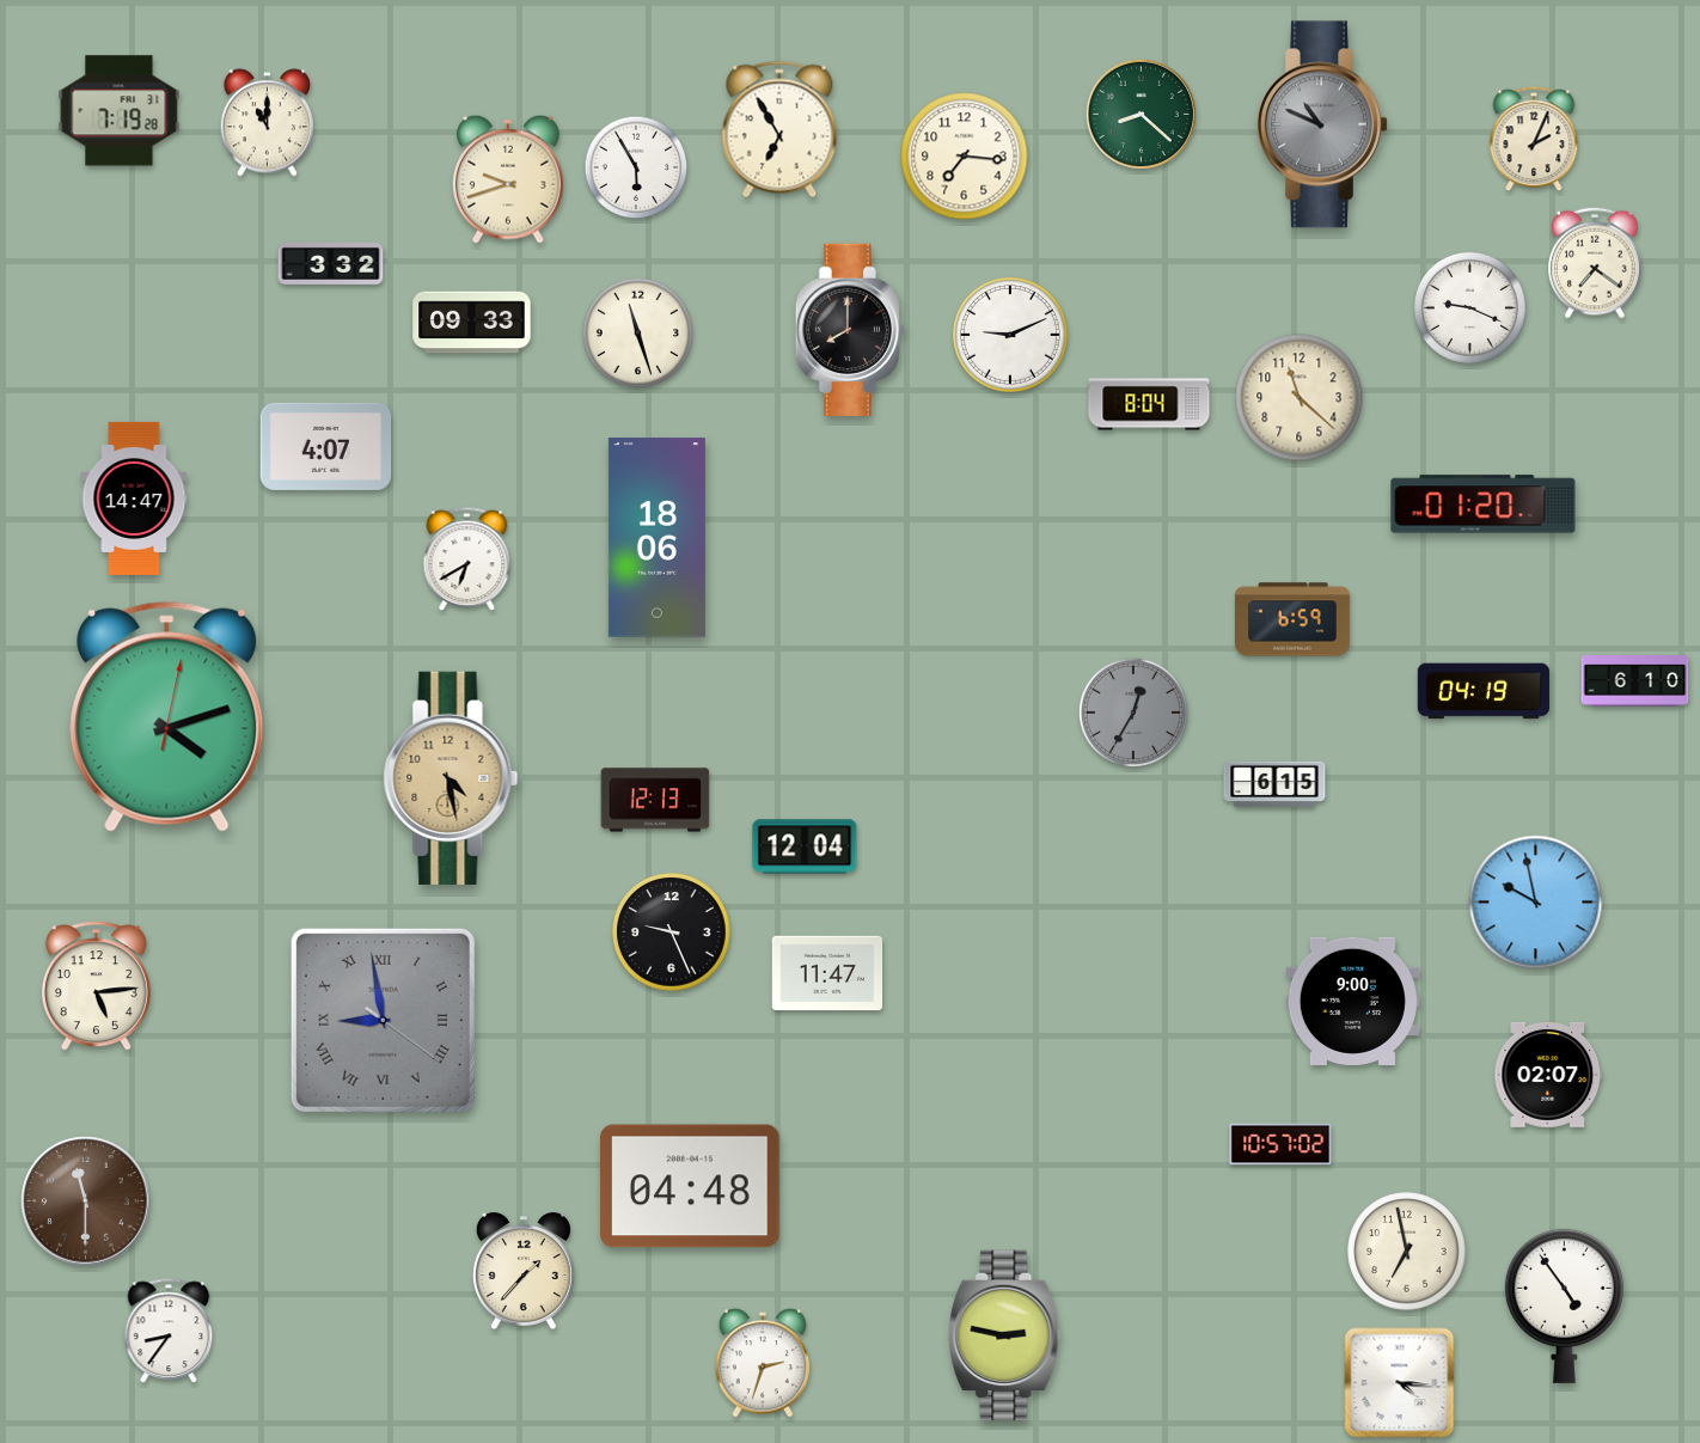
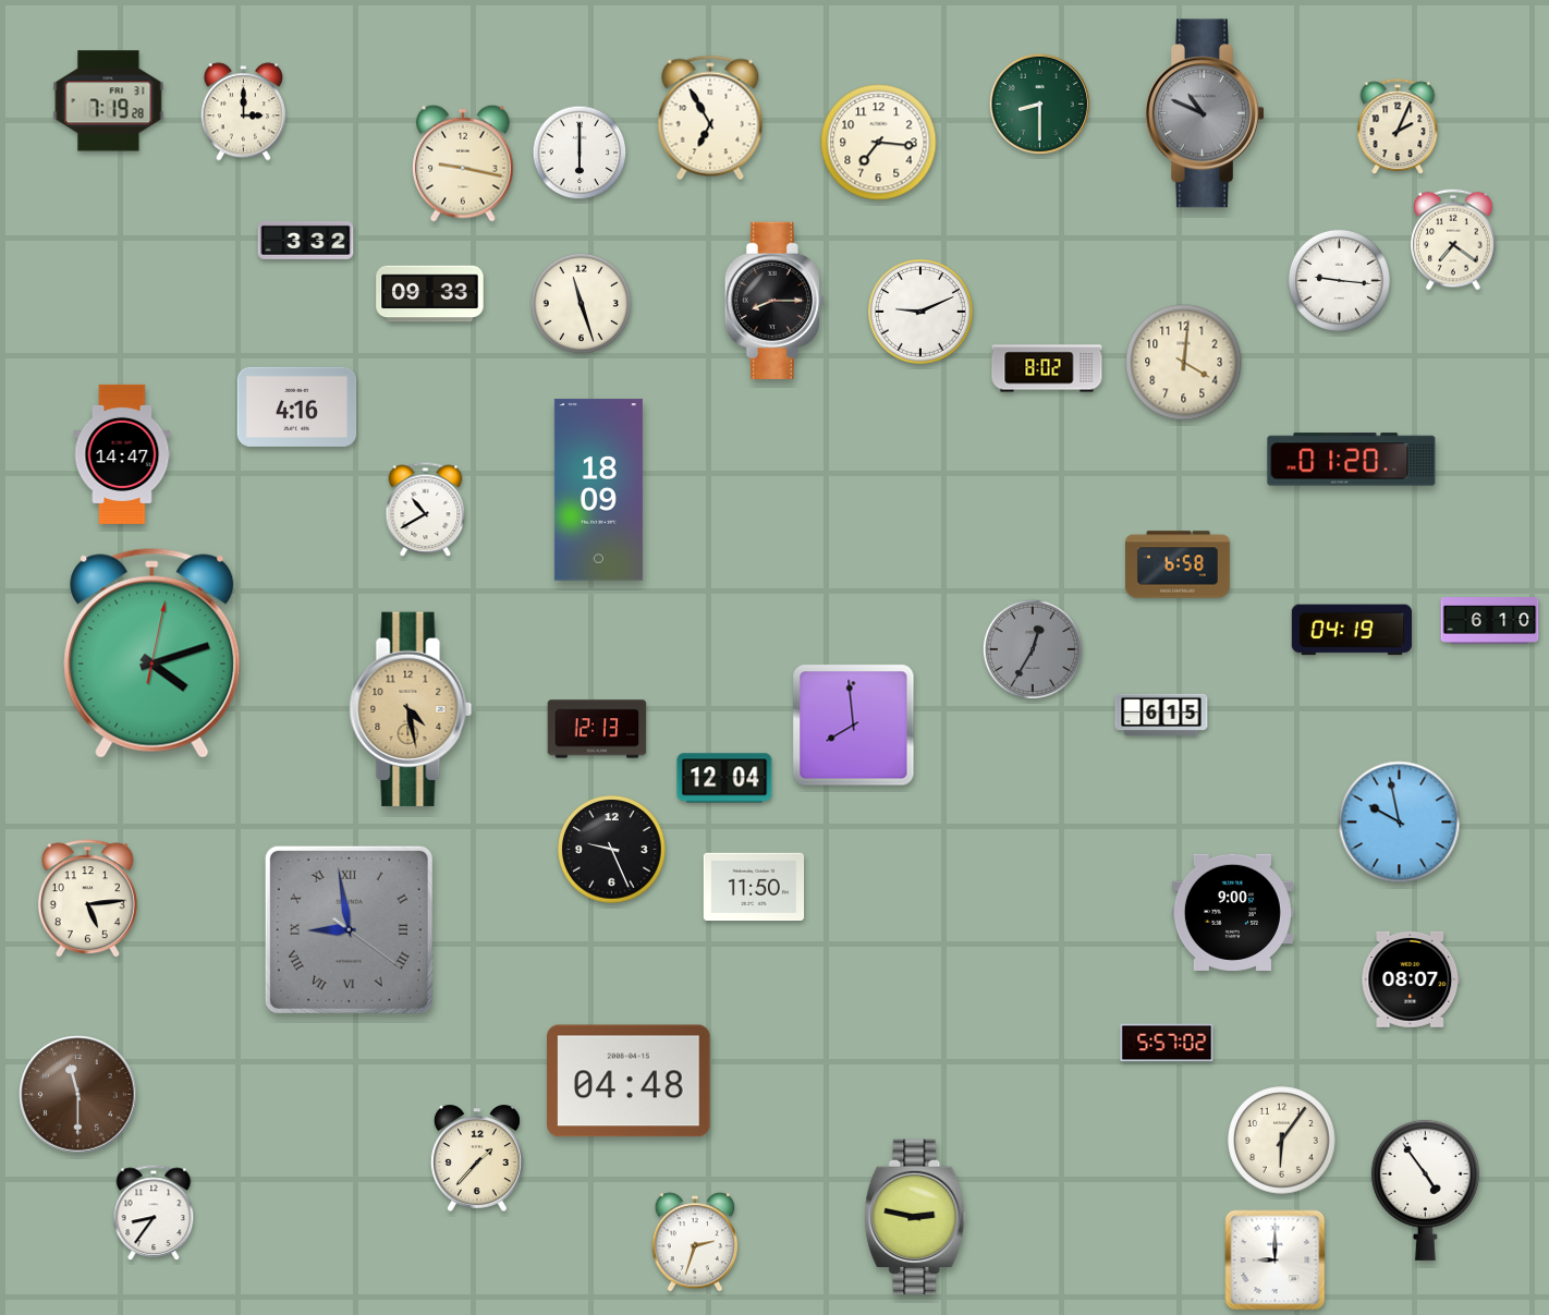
clock at (1141, 114): 8:22 -> 8:30
clock at (267, 123): 11:00 -> 3:00
clock at (636, 167): 5:55 -> 6:00
clock at (509, 179): 9:42 -> 9:17
clock at (331, 263) position: (331, 263) -> (306, 240)
clock at (1469, 307): 9:19 -> 9:16
clock at (850, 330): 8:00 -> 8:15
clock at (1011, 336) position: (1011, 336) -> (922, 313)
clock at (1300, 398): 11:22 -> 4:01
clock at (1149, 404): 8:04 -> 8:02
clock at (326, 446): 4:07 -> 4:16
clock at (656, 538): 18:06 -> 18:09
clock at (467, 560): 6:40 -> 10:40
clock at (1294, 619): 6:59 -> 6:58
clock at (854, 726): none -> 7:59
clock at (805, 846) position: (805, 846) -> (724, 778)
clock at (827, 973): 11:47 -> 11:50
clock at (1548, 1075): 02:07 -> 08:07
clock at (1280, 1144): 10:57 -> 5:57
clock at (1407, 1252): 6:58 -> 6:06
clock at (1400, 1383): 4:16 -> 9:00
